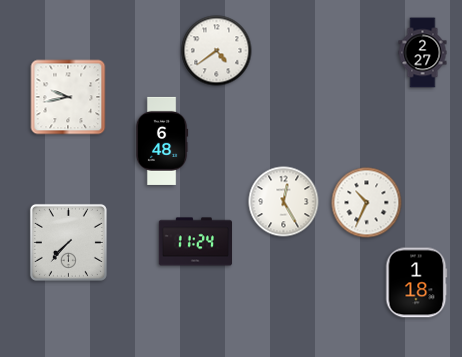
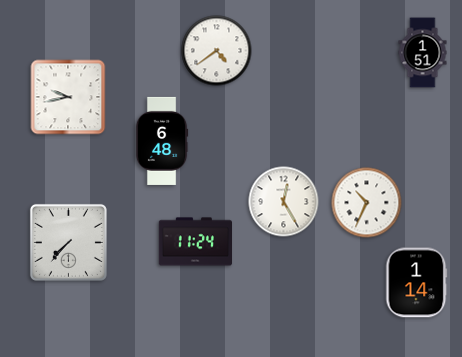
clock at (423, 53): 2:27 -> 1:51
clock at (416, 283): 1:18 -> 1:14
